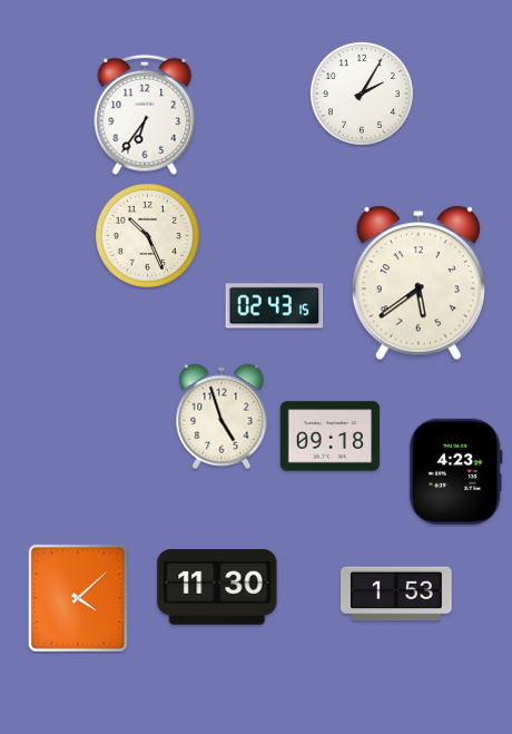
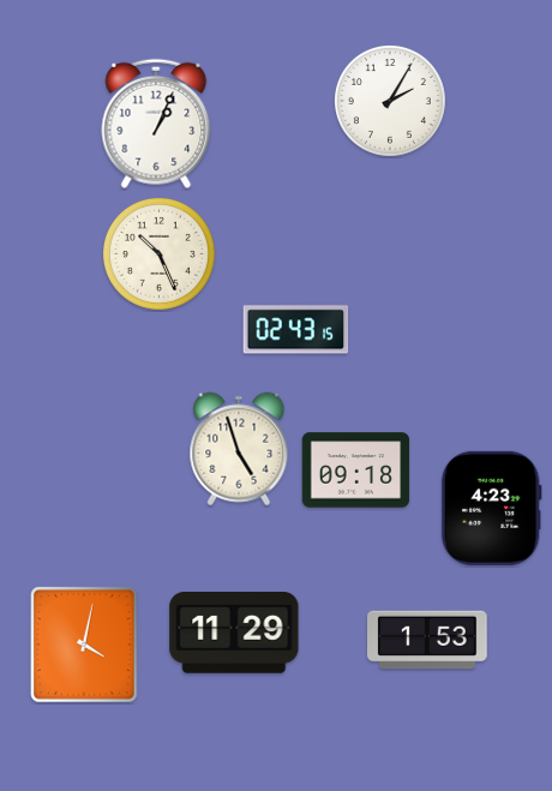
clock at (145, 115): 6:36 -> 1:04
clock at (419, 283): 5:39 -> none
clock at (217, 588): 11:30 -> 11:29
clock at (78, 598): 4:08 -> 4:02
